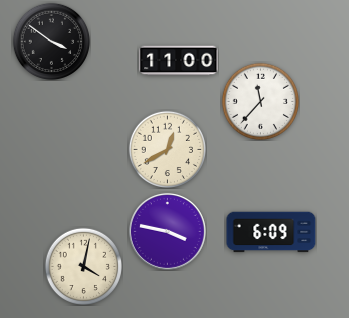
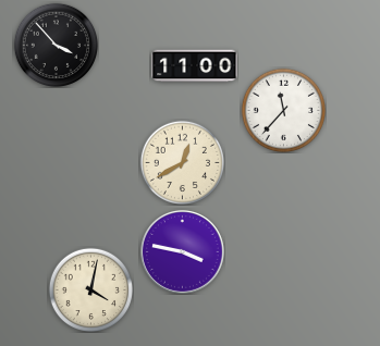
clock at (51, 41): 3:51 -> 3:53
clock at (271, 232): 6:09 -> none
